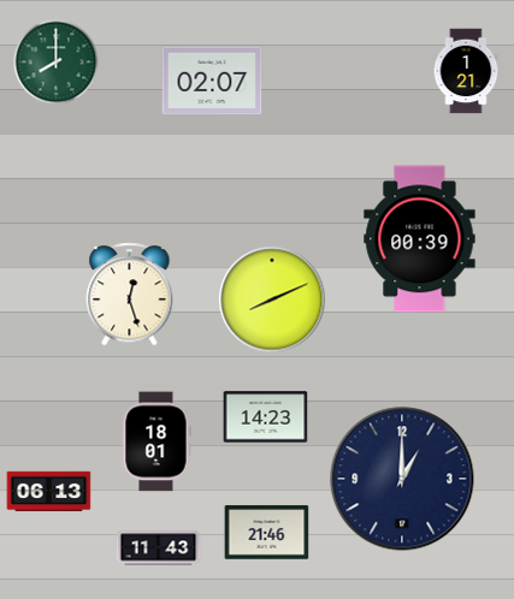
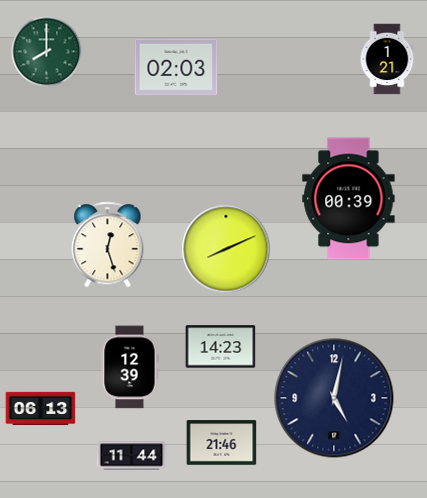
clock at (212, 81): 02:07 -> 02:03
clock at (156, 441): 18:01 -> 12:39
clock at (402, 479): 1:00 -> 5:02
clock at (159, 548): 11:43 -> 11:44
